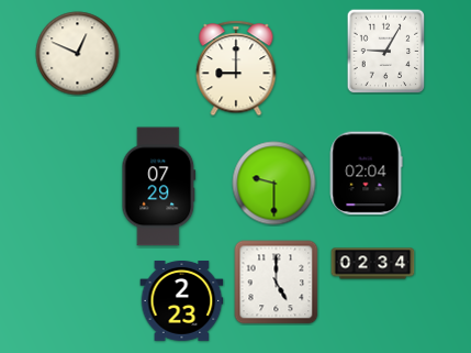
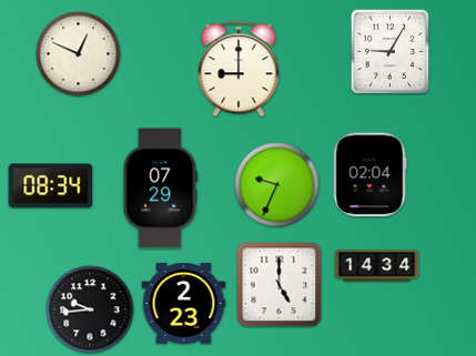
clock at (274, 184): 9:30 -> 9:34
clock at (51, 186): none -> 08:34
clock at (373, 264): 02:34 -> 14:34
clock at (90, 309): none -> 9:44
